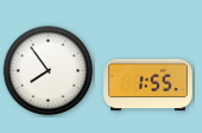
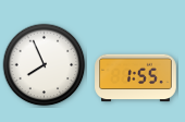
clock at (49, 71): 7:54 -> 7:56
